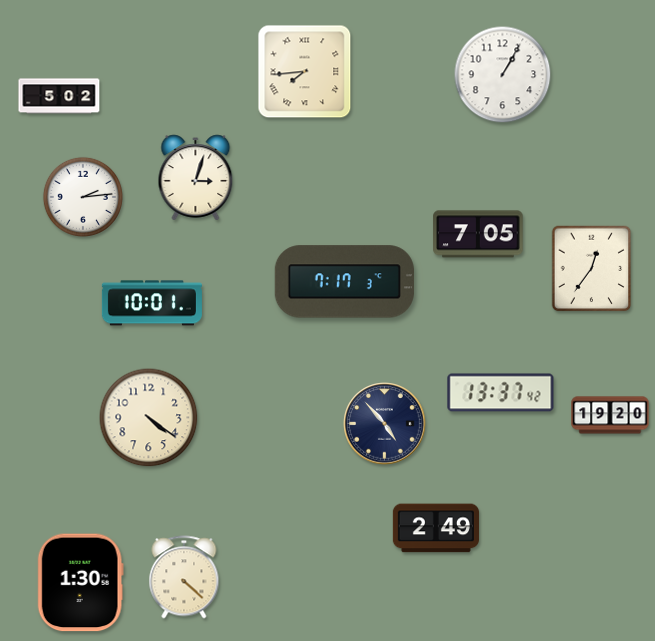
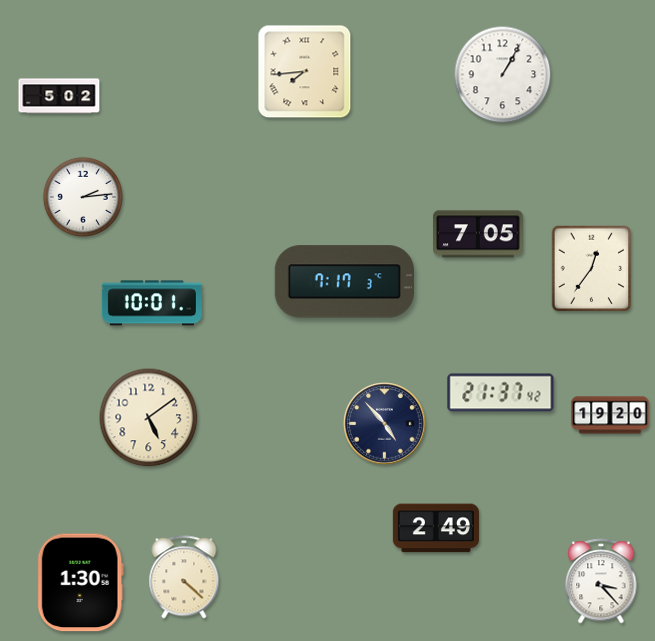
clock at (196, 178): 3:03 -> none
clock at (501, 393): 13:37 -> 21:37
clock at (149, 418): 4:21 -> 5:09
clock at (601, 581): none -> 3:23
